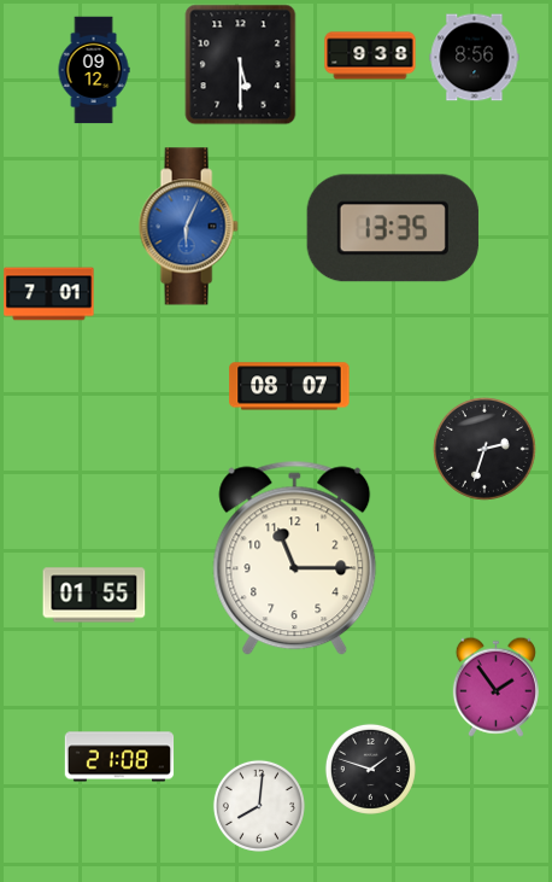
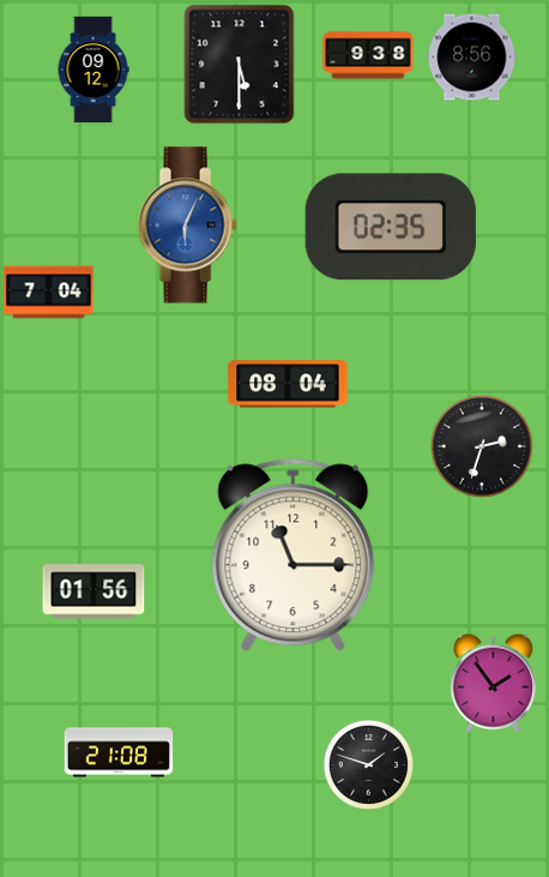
clock at (393, 228): 13:35 -> 02:35
clock at (49, 294): 7:01 -> 7:04
clock at (289, 386): 08:07 -> 08:04
clock at (94, 595): 01:55 -> 01:56
clock at (259, 806): 8:01 -> none
